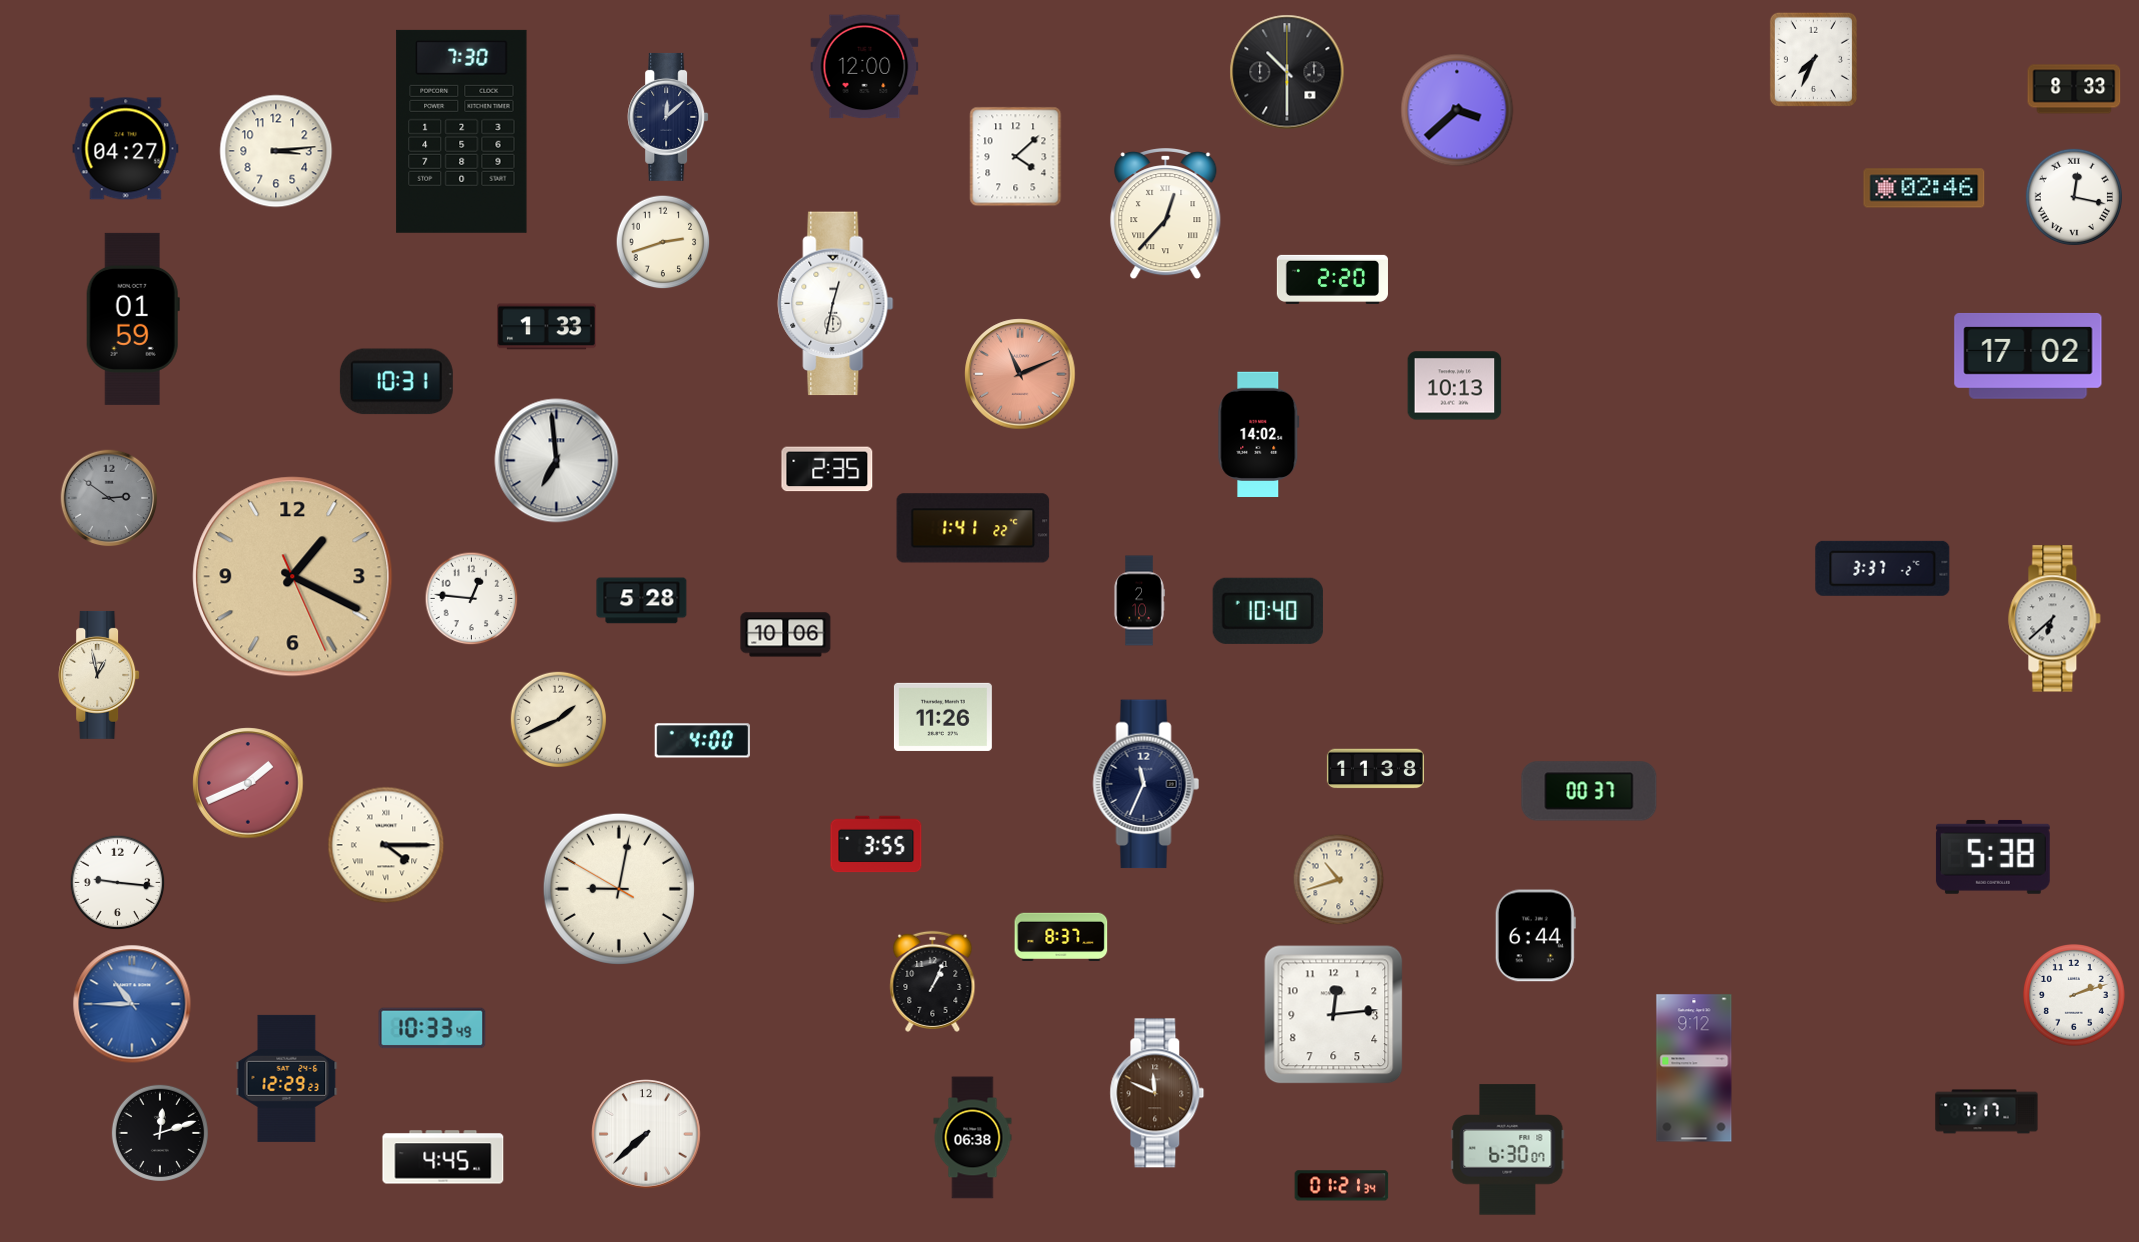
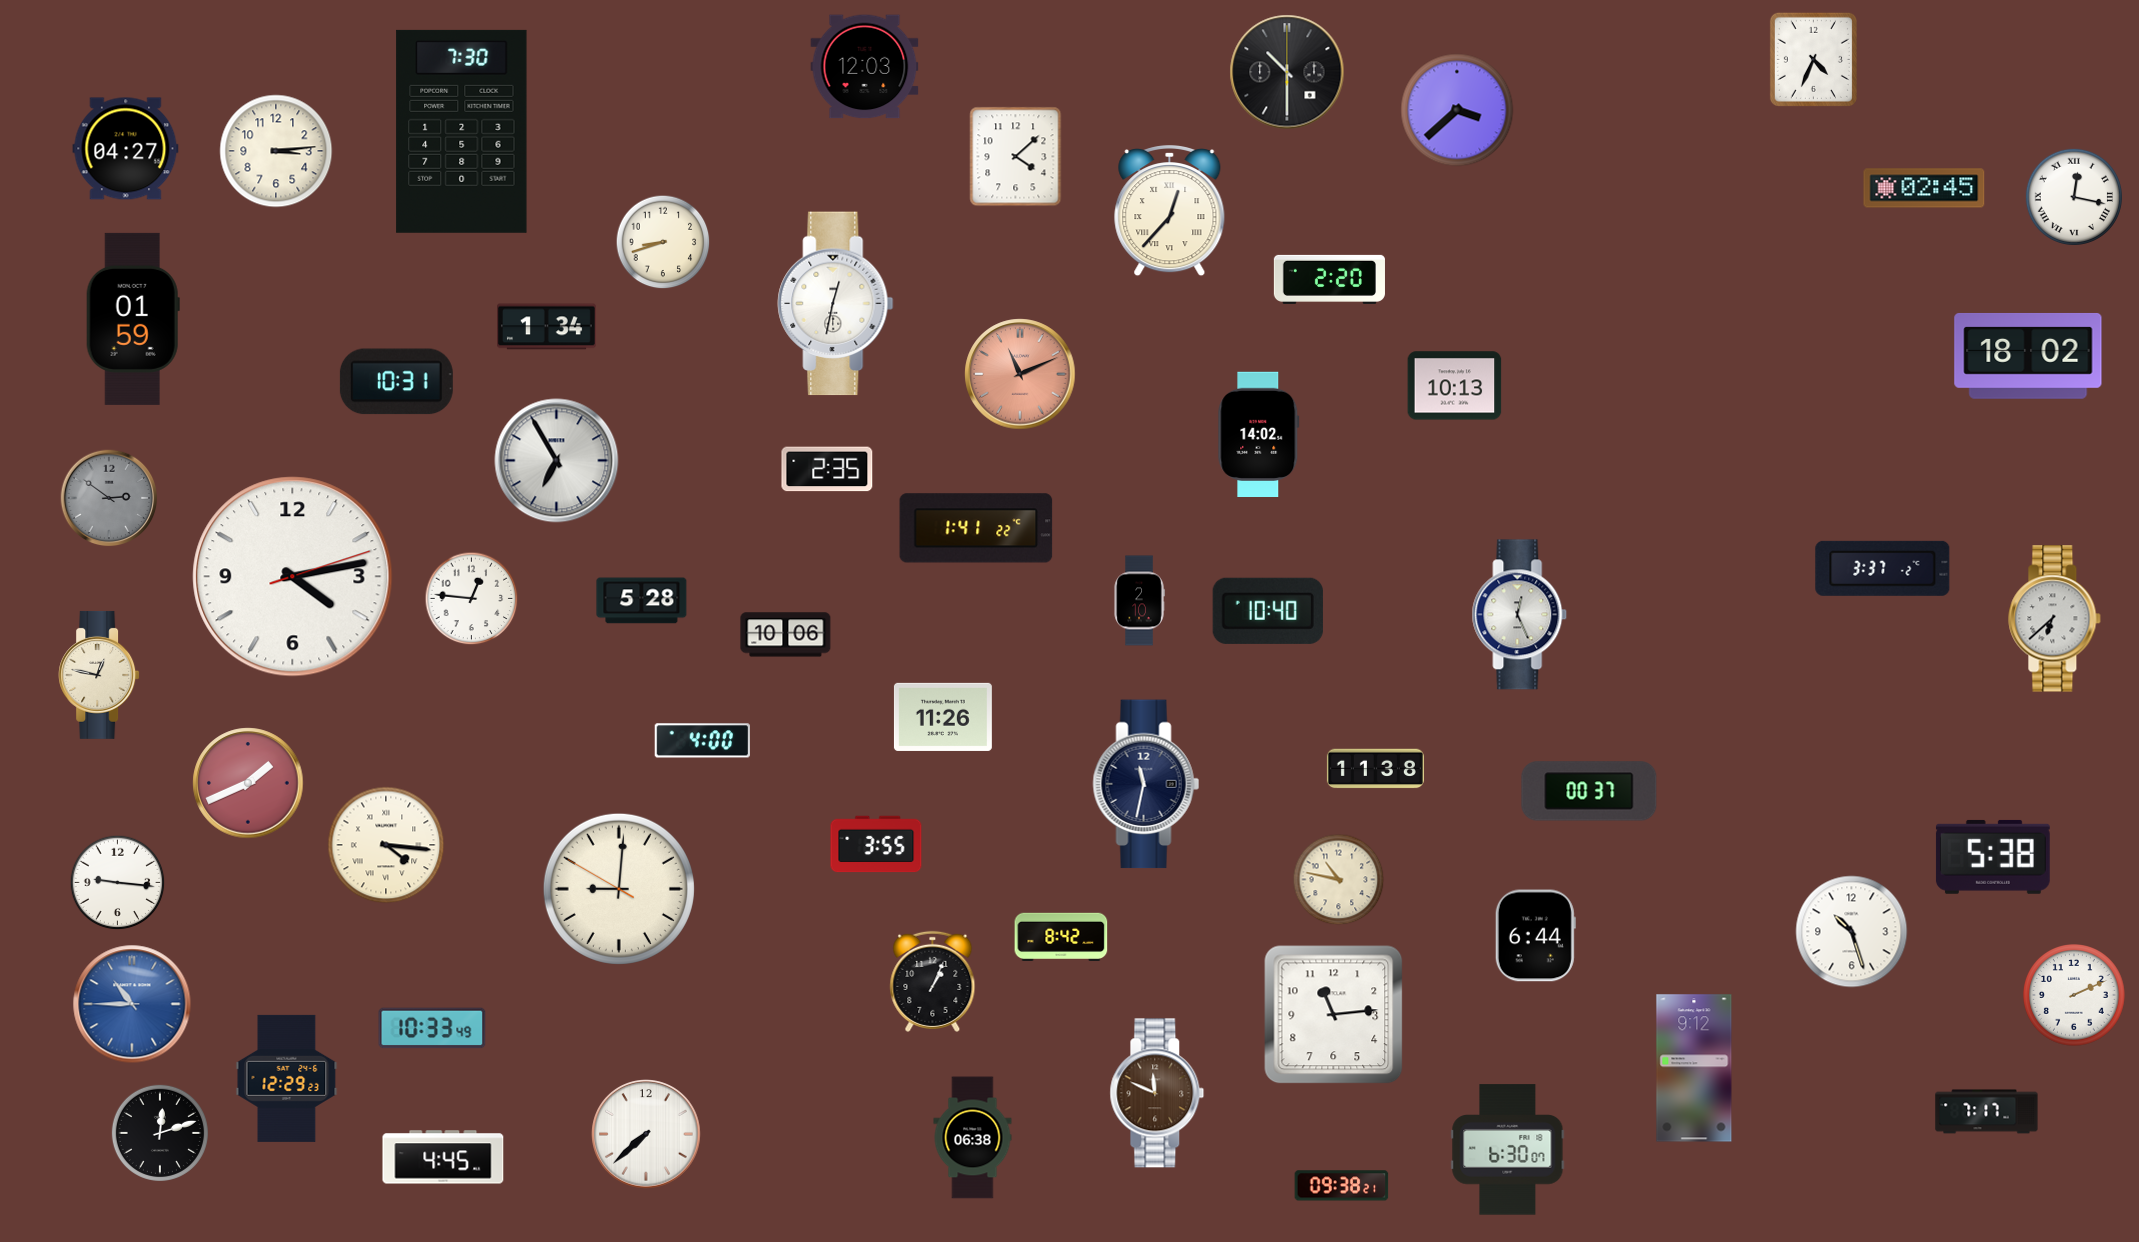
clock at (1813, 59): 7:34 -> 4:34
clock at (865, 67): 12:00 -> 12:03
clock at (2074, 89): 8:33 -> none
clock at (668, 117): 12:08 -> none
clock at (1924, 188): 02:46 -> 02:45
clock at (1166, 215) position: (1166, 215) -> (1170, 212)
clock at (663, 242): 2:42 -> 8:42
clock at (1332, 279) position: (1332, 279) -> (1329, 279)
clock at (547, 327): 1:33 -> 1:34
clock at (2028, 356): 17:02 -> 18:02
clock at (557, 461): 6:59 -> 6:55
clock at (973, 528) position: (973, 528) -> (976, 528)
clock at (293, 577): 1:19 -> 4:13
clock at (293, 577) dial: champagne -> white
clock at (1520, 615): none -> 12:26
clock at (99, 675): 12:58 -> 12:47
clock at (558, 719): 1:41 -> none
clock at (1146, 784): 11:34 -> 11:32
clock at (386, 845): 4:15 -> 4:16
clock at (1339, 880): 10:42 -> 10:47
clock at (619, 889): 9:01 -> 9:00
clock at (1852, 932): none -> 10:27
clock at (1061, 936): 8:37 -> 8:42
clock at (2074, 996): 2:12 -> 2:11
clock at (1334, 1015): 12:14 -> 11:14
clock at (1342, 1186): 01:21 -> 09:38
